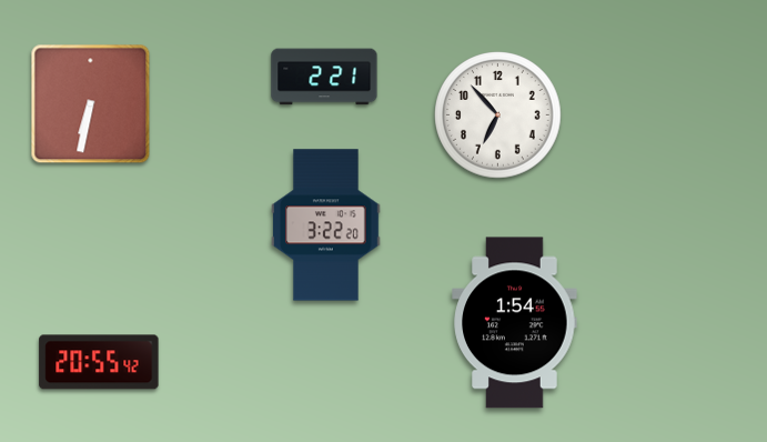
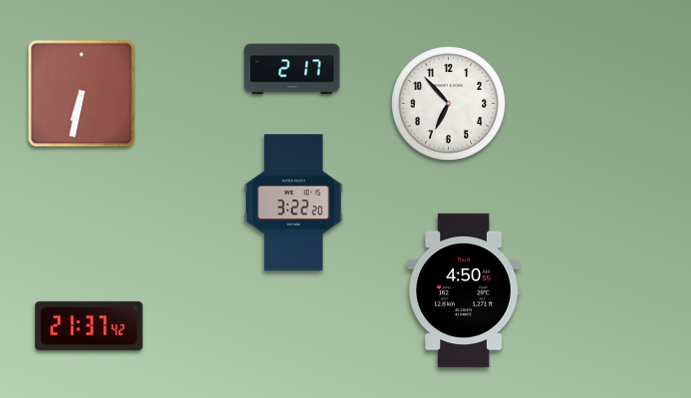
clock at (324, 77): 2:21 -> 2:17
clock at (515, 323): 1:54 -> 4:50
clock at (99, 362): 20:55 -> 21:37
